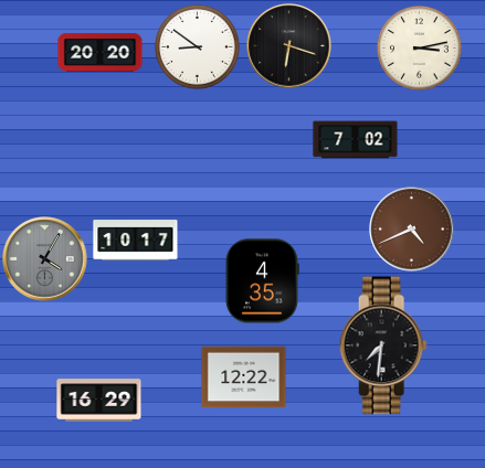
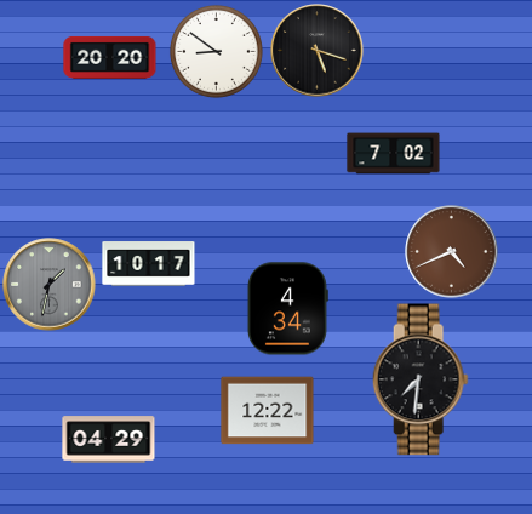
clock at (289, 46): 6:18 -> 5:18
clock at (419, 47): 3:13 -> none
clock at (356, 140) position: (356, 140) -> (394, 154)
clock at (45, 259): 4:05 -> 1:32
clock at (262, 281): 4:35 -> 4:34
clock at (244, 377) position: (244, 377) -> (268, 411)
clock at (99, 401): 16:29 -> 04:29
